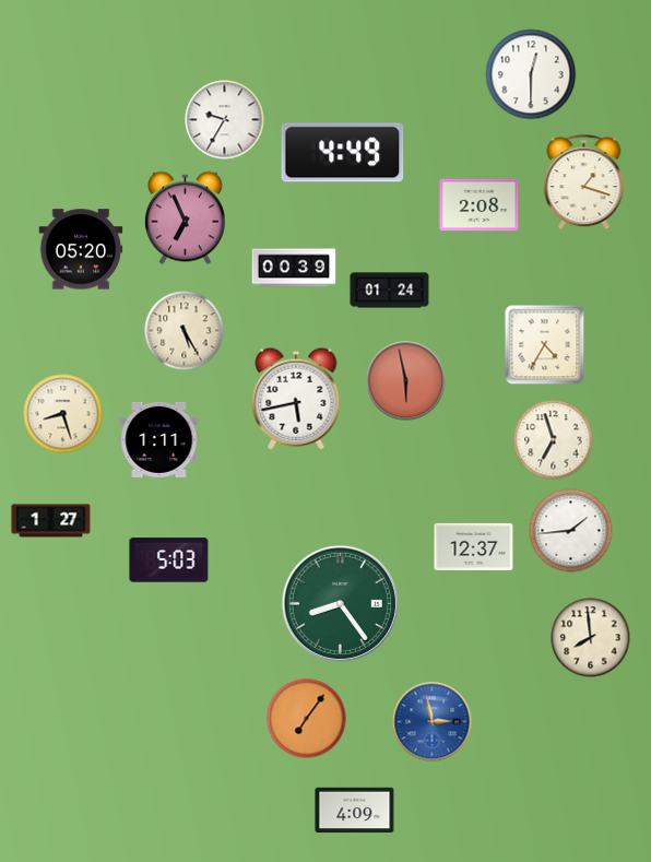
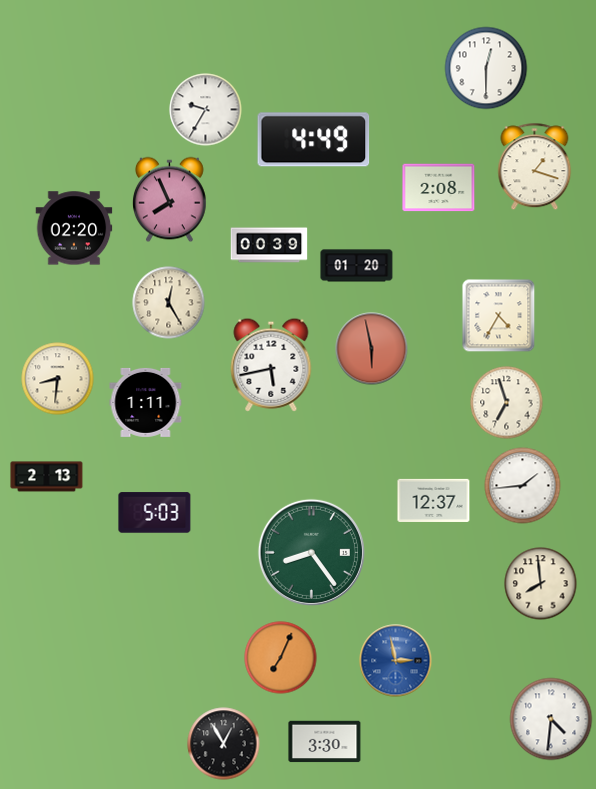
clock at (186, 219): 6:56 -> 7:56
clock at (81, 249): 05:20 -> 02:20
clock at (390, 291): 01:24 -> 01:20
clock at (185, 331): 5:25 -> 12:25
clock at (63, 414): 8:27 -> 8:31
clock at (51, 521): 1:27 -> 2:13
clock at (307, 719): 7:06 -> 7:04
clock at (551, 719): none -> 4:31
clock at (355, 811): 4:09 -> 3:30
clock at (224, 744): none -> 12:55
